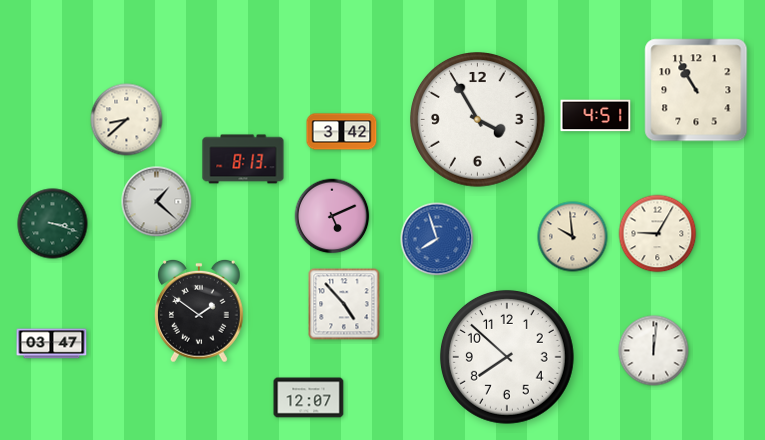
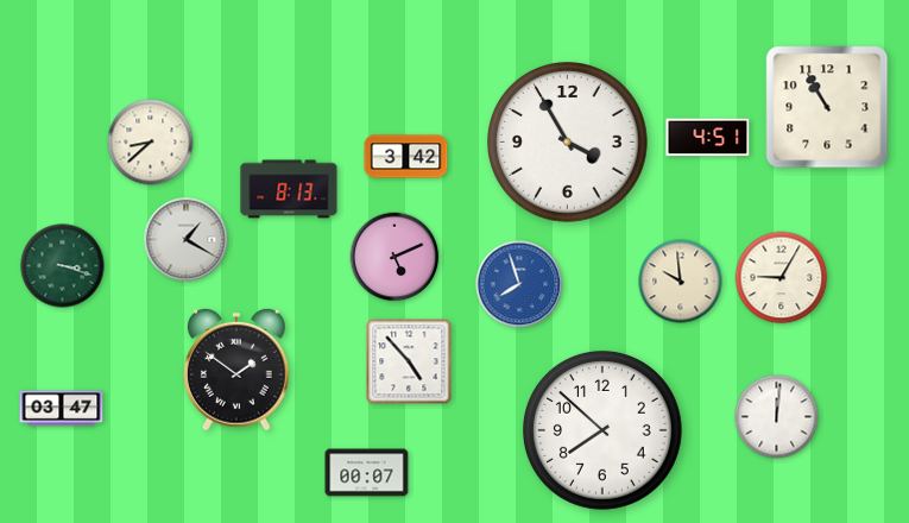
clock at (157, 202): 1:22 -> 1:20
clock at (507, 357) position: (507, 357) -> (602, 430)
clock at (309, 398): 12:07 -> 00:07
